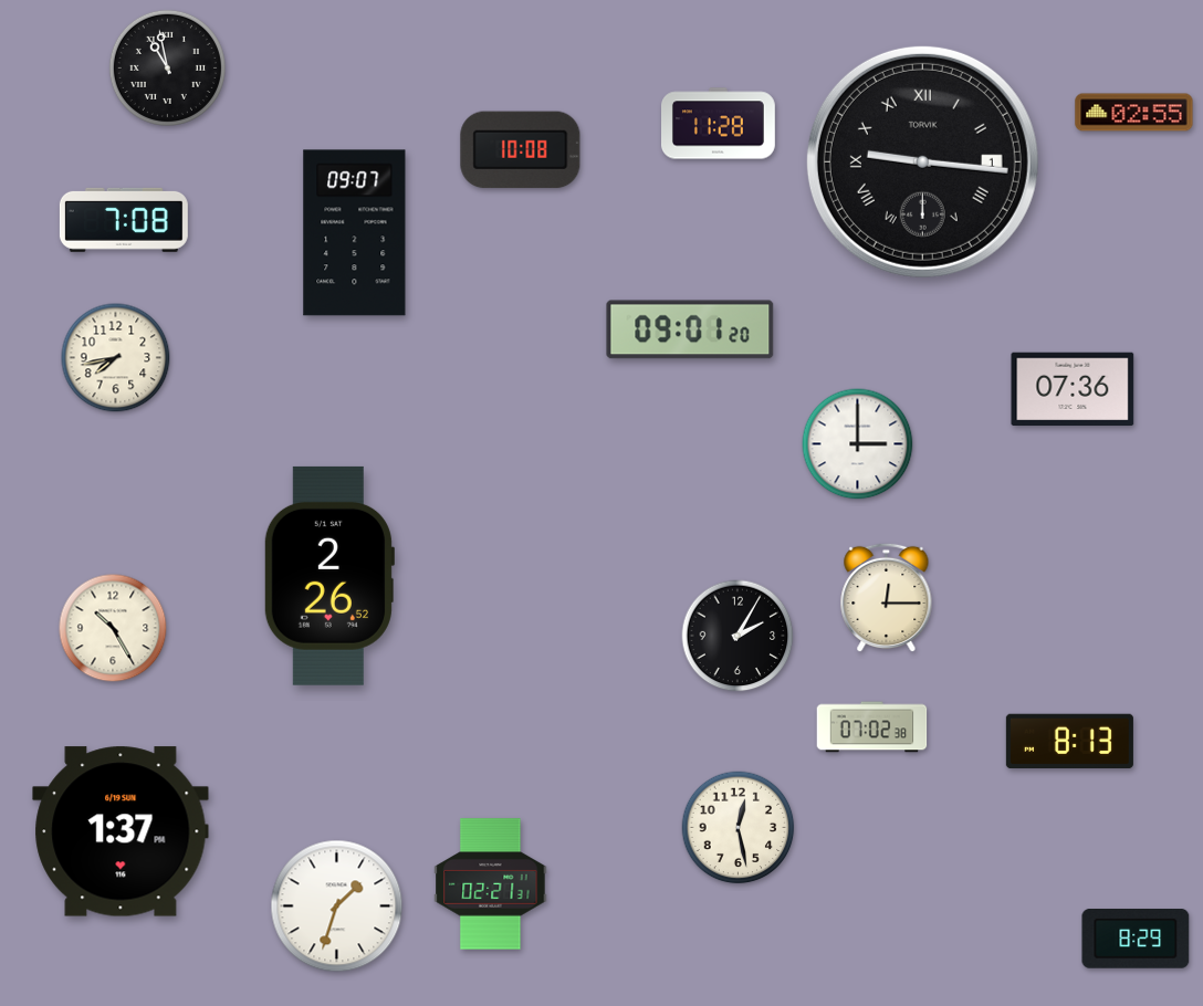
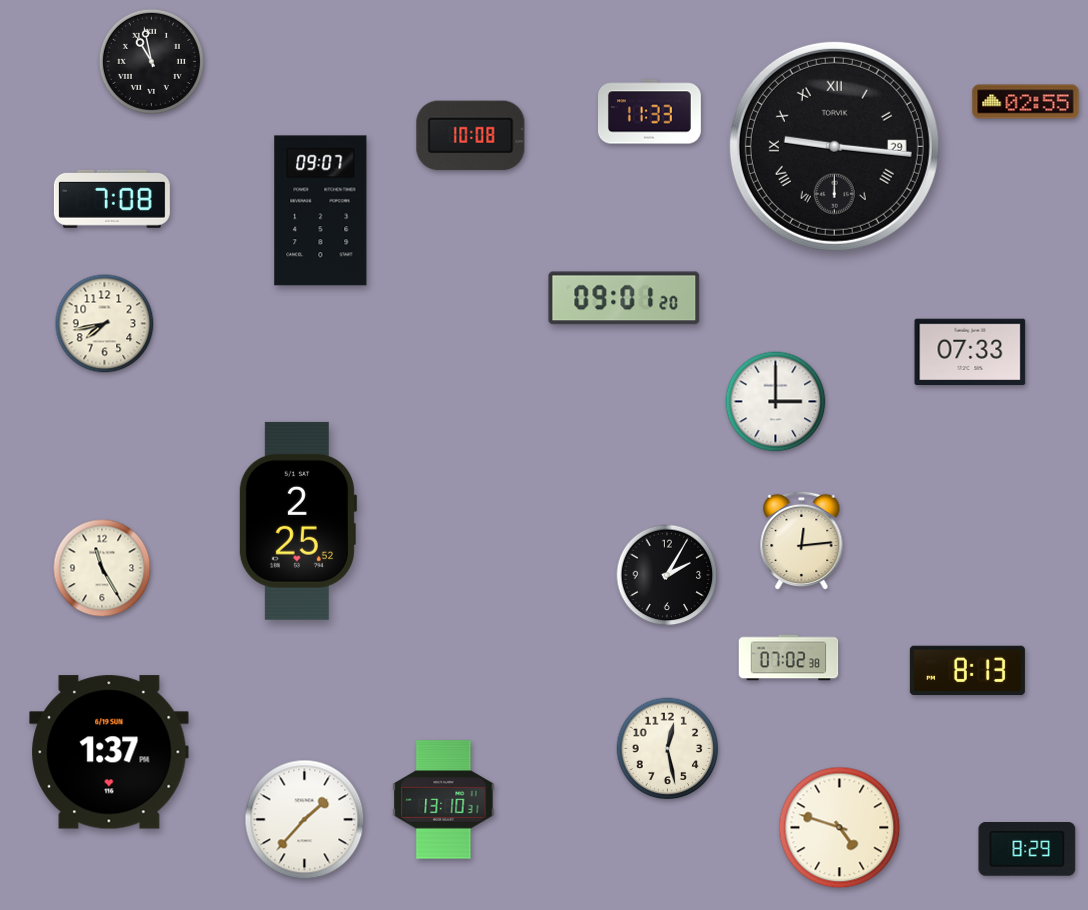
clock at (719, 124): 11:28 -> 11:33
clock at (922, 161) date: 1 -> 29
clock at (1073, 389): 07:36 -> 07:33
clock at (328, 576): 2:26 -> 2:25
clock at (887, 598): 12:15 -> 12:14
clock at (113, 628): 10:25 -> 11:25
clock at (491, 884): 02:21 -> 13:10
clock at (337, 907): 1:33 -> 1:37
clock at (840, 828): none -> 4:48
